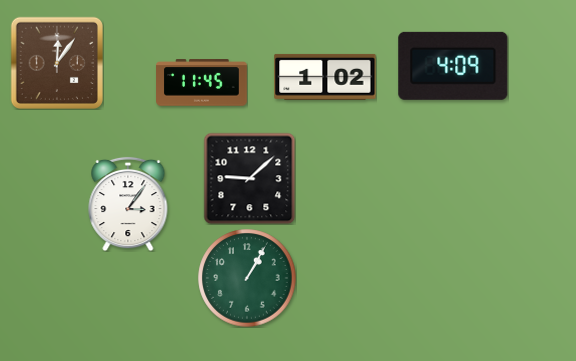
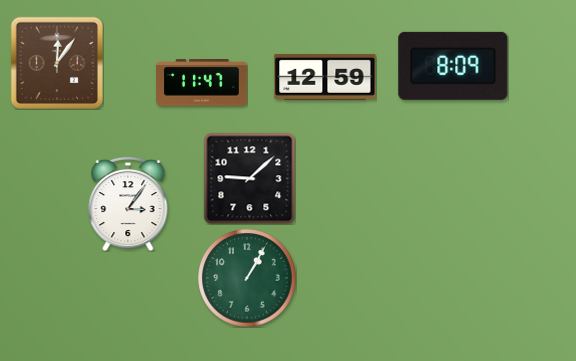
clock at (453, 66): 4:09 -> 8:09
clock at (325, 77): 1:02 -> 12:59
clock at (202, 83): 11:45 -> 11:47
